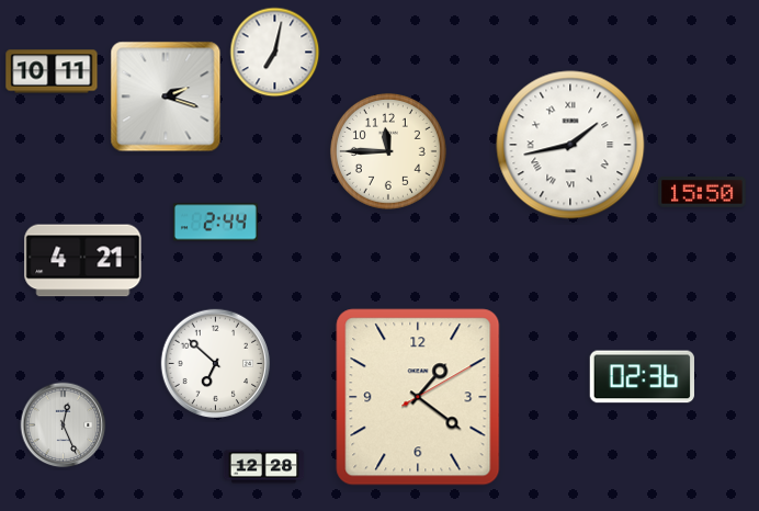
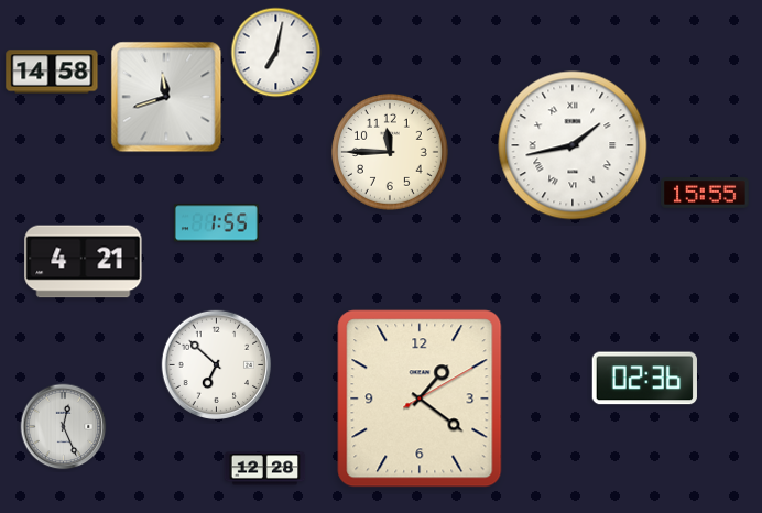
clock at (52, 71): 10:11 -> 14:58
clock at (166, 96): 2:18 -> 11:42
clock at (702, 192): 15:50 -> 15:55
clock at (215, 223): 2:44 -> 1:55
